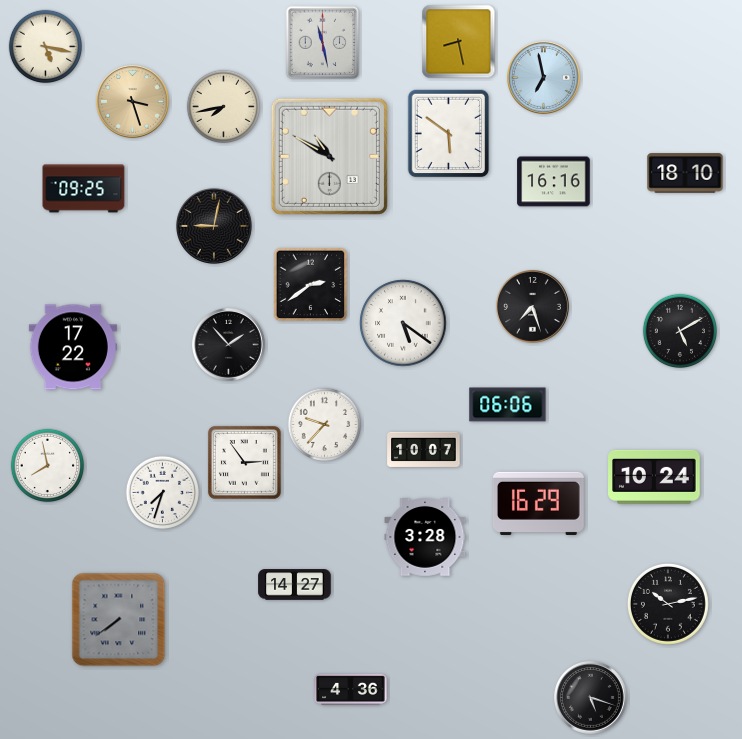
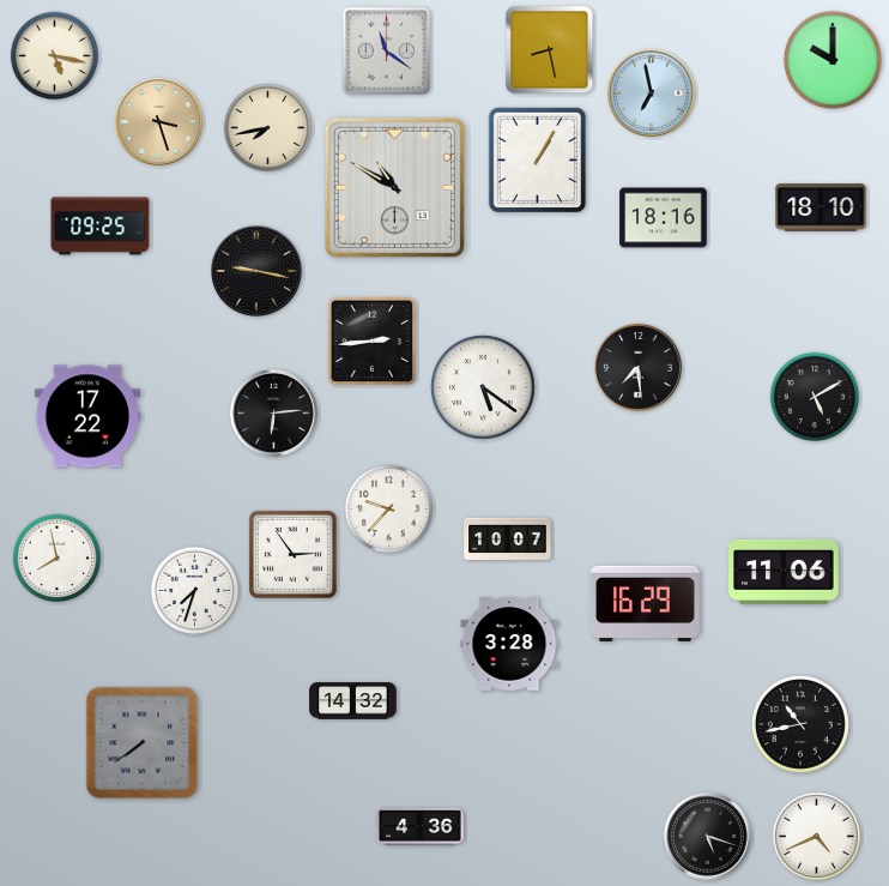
clock at (323, 43): 11:28 -> 11:21
clock at (833, 60): none -> 10:00
clock at (449, 134): 5:51 -> 1:05
clock at (554, 182): 16:16 -> 18:16
clock at (214, 226): 9:02 -> 9:17
clock at (311, 285): 2:39 -> 2:44
clock at (533, 307): 7:27 -> 7:29
clock at (229, 345): 1:53 -> 6:14
clock at (508, 405): 06:06 -> none
clock at (654, 477): 10:24 -> 11:06
clock at (295, 585): 14:27 -> 14:32
clock at (668, 604): 10:13 -> 10:43
clock at (817, 837): none -> 4:41
